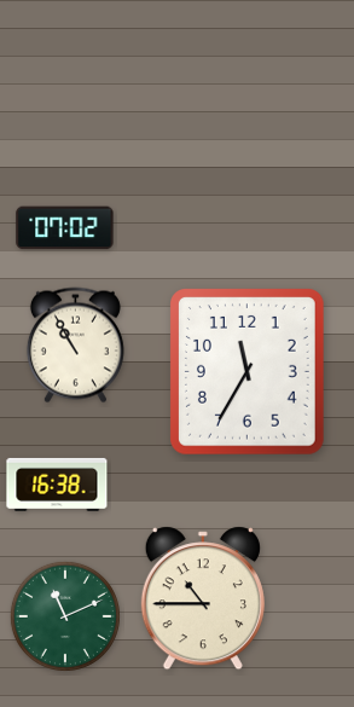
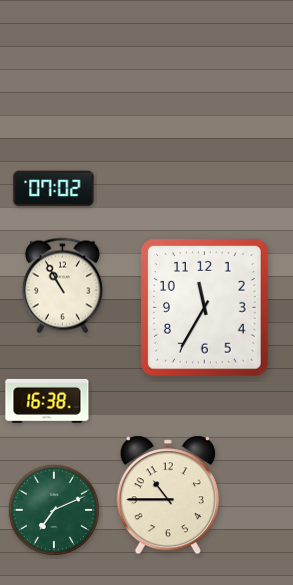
clock at (65, 616): 11:11 -> 7:11
